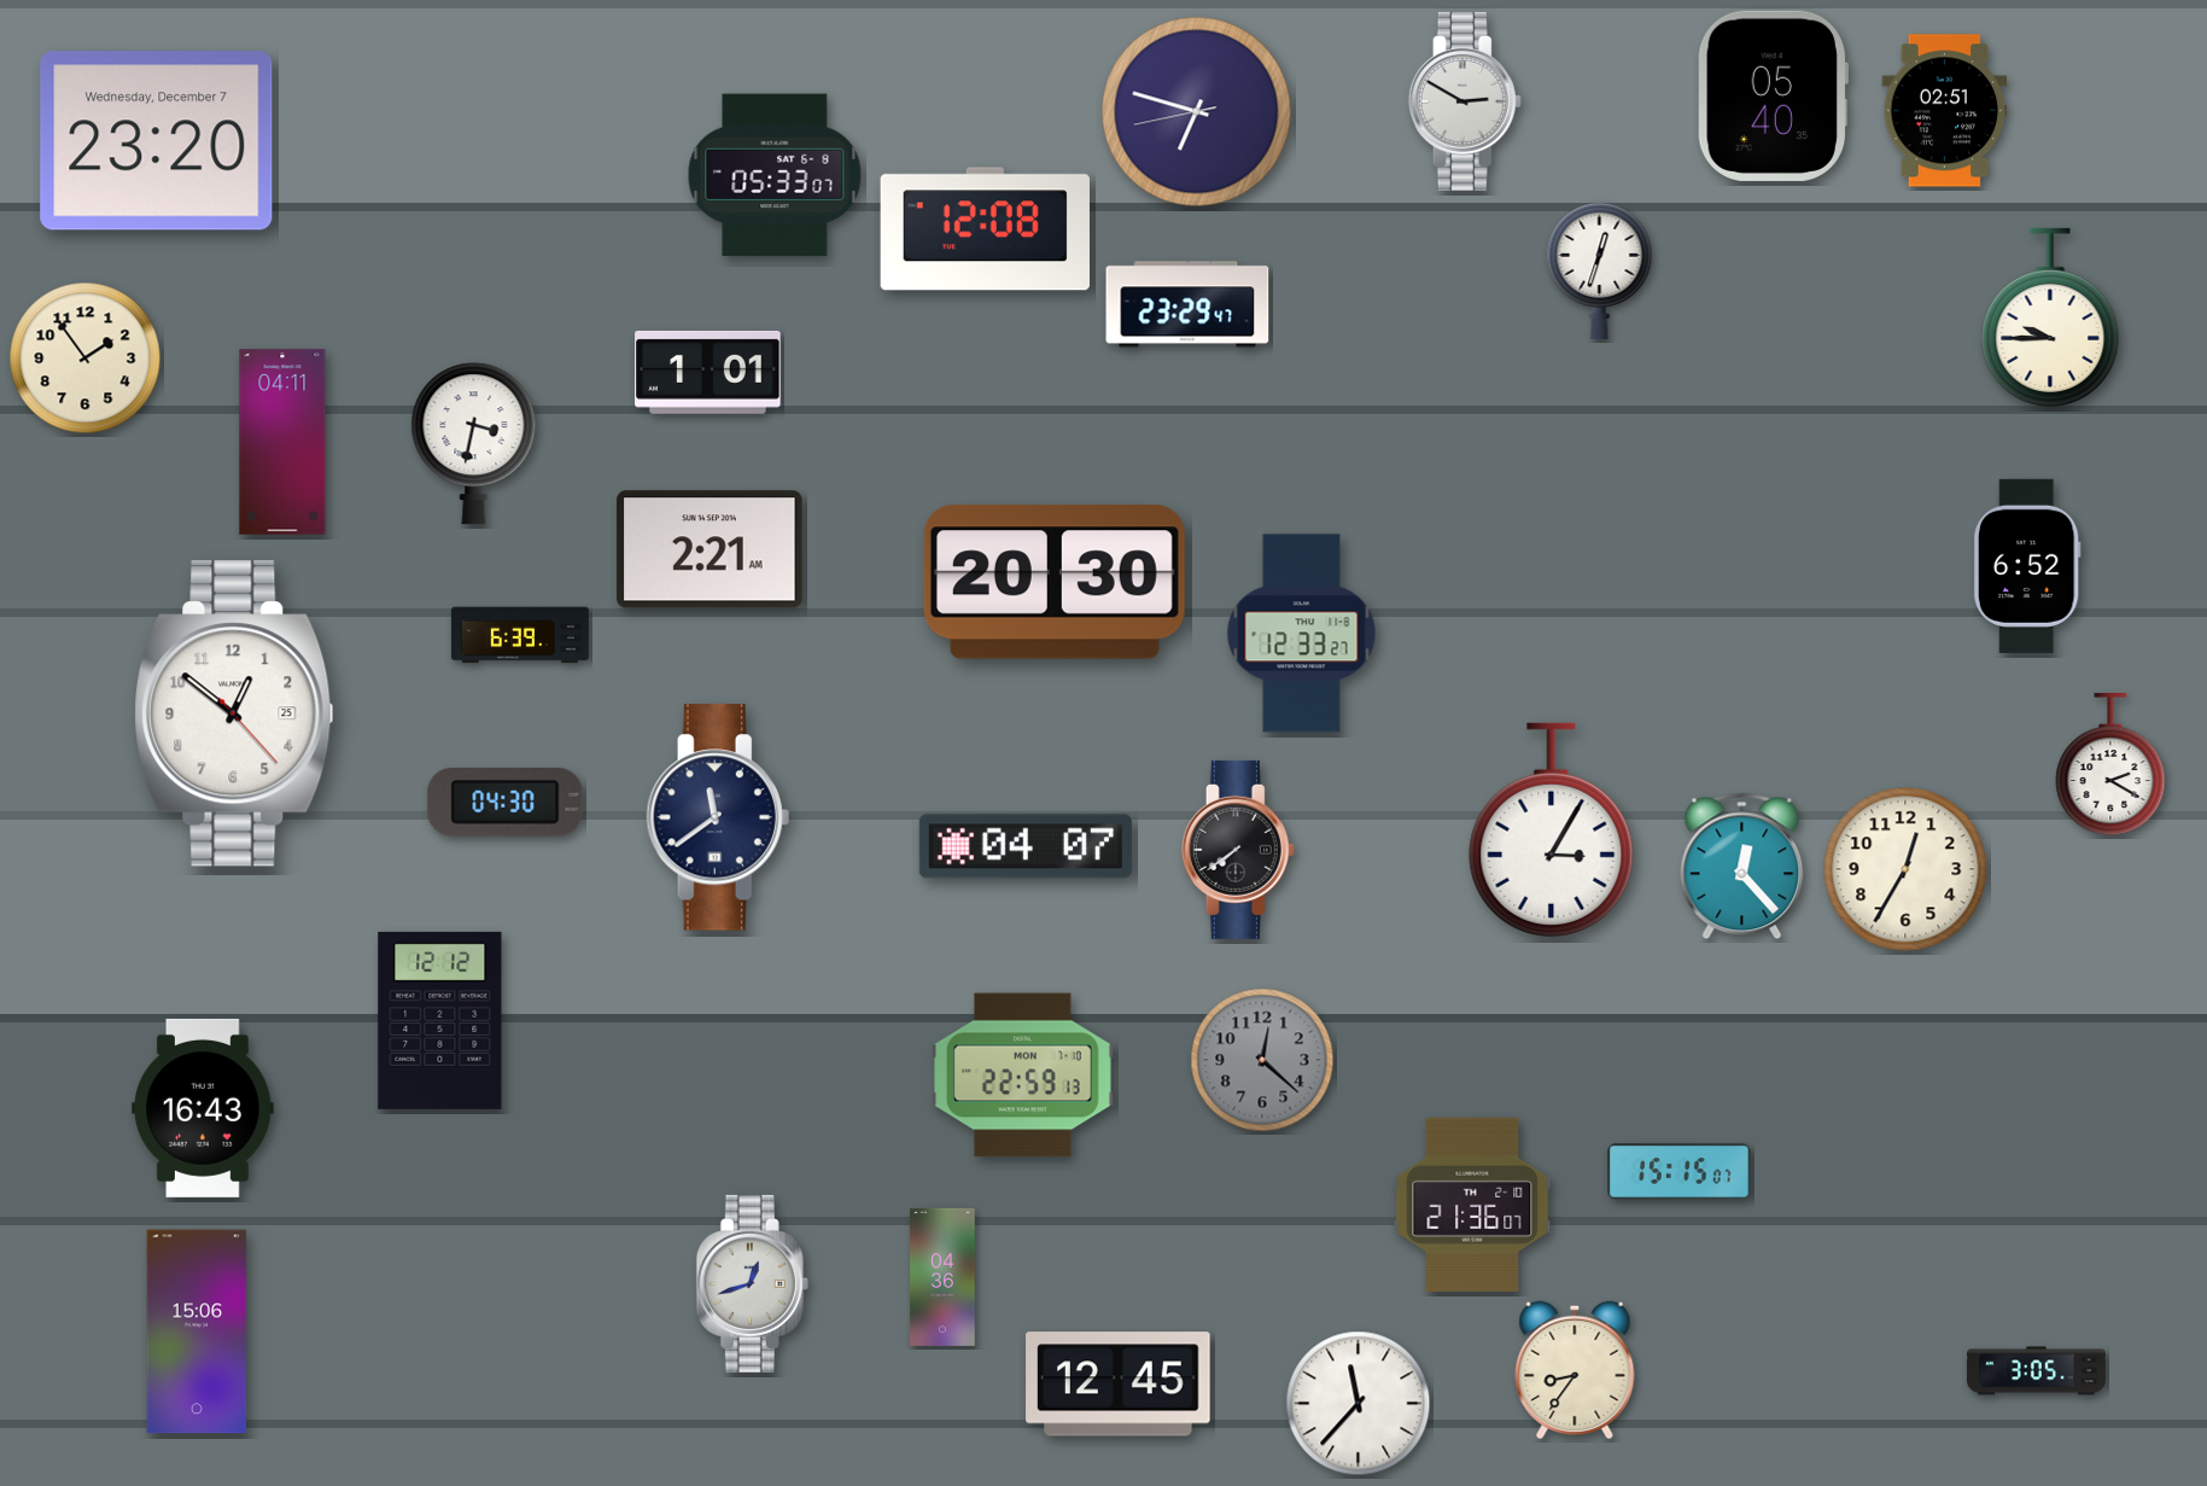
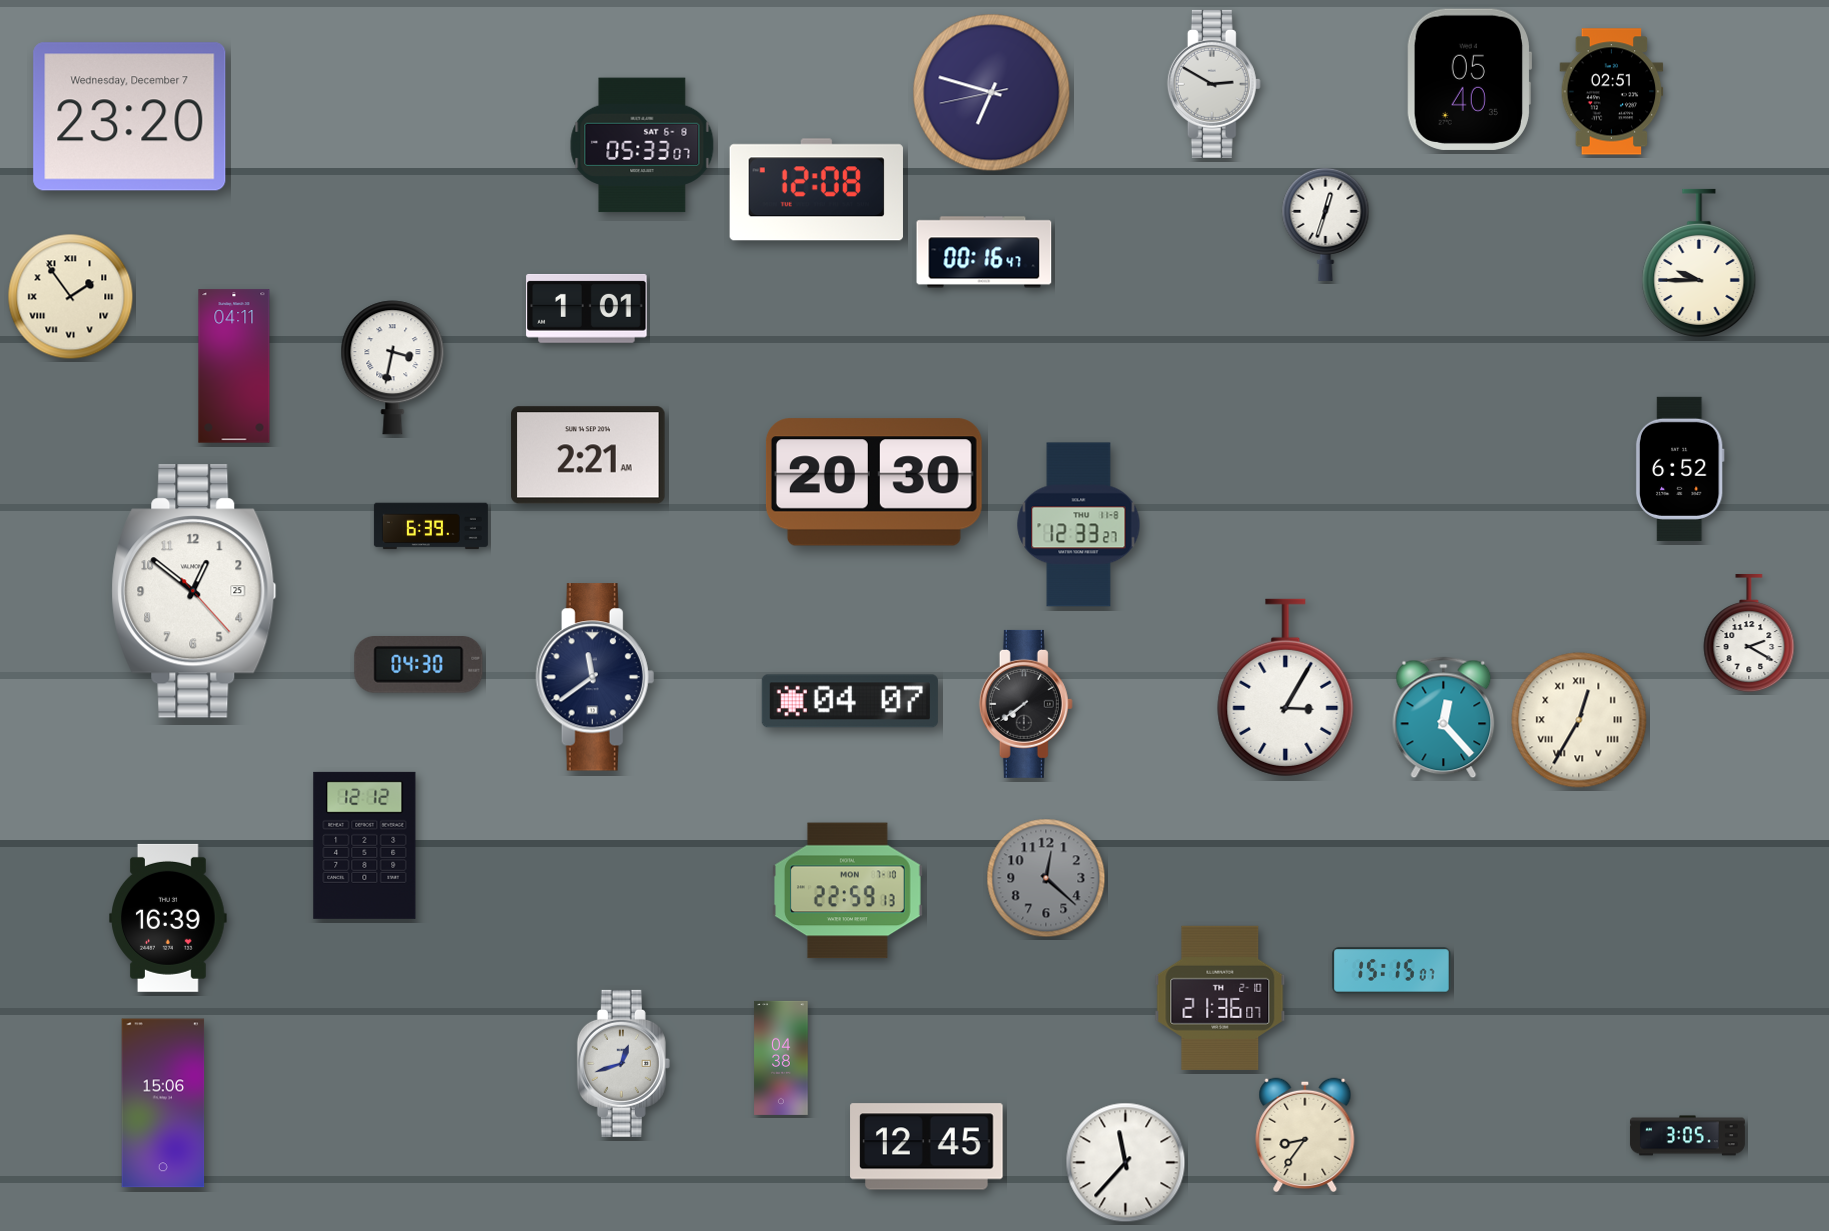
clock at (1187, 304): 23:29 -> 00:16
clock at (86, 359) numerals: Arabic -> Roman
clock at (1905, 869) numerals: Arabic -> Roman
clock at (203, 1108): 16:43 -> 16:39
clock at (942, 1277): 04:36 -> 04:38
